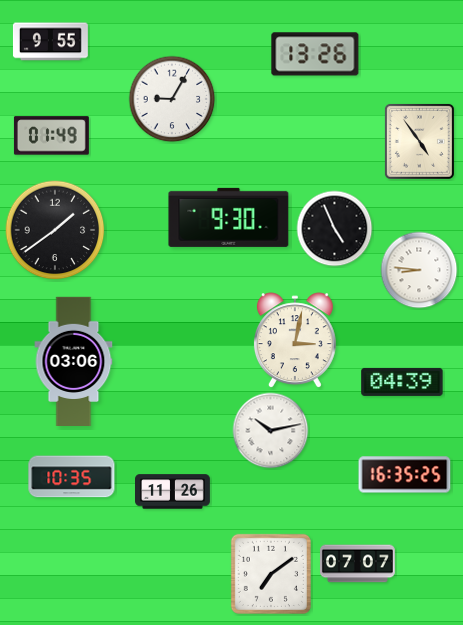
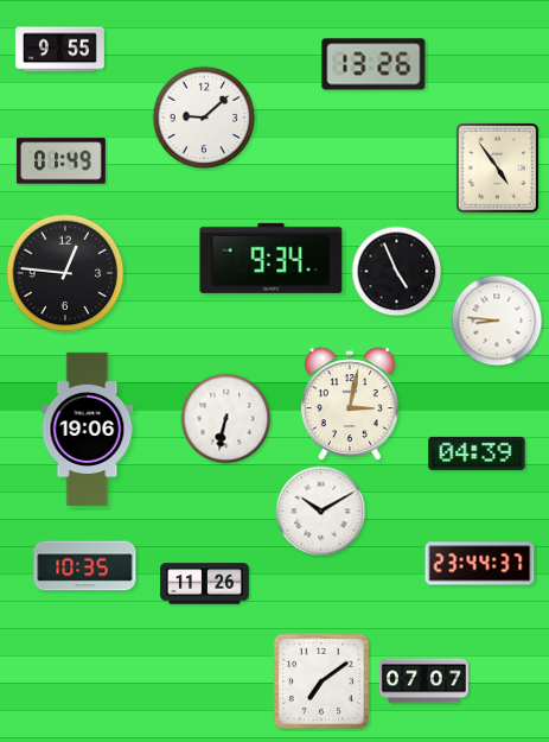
clock at (172, 99): 9:05 -> 9:08
clock at (229, 217): 9:30 -> 9:34
clock at (55, 230): 1:39 -> 12:46
clock at (226, 419): none -> 6:32
clock at (74, 361): 03:06 -> 19:06
clock at (271, 431): 10:13 -> 10:10
clock at (405, 475): 16:35 -> 23:44
clock at (357, 564) position: (357, 564) -> (423, 681)
